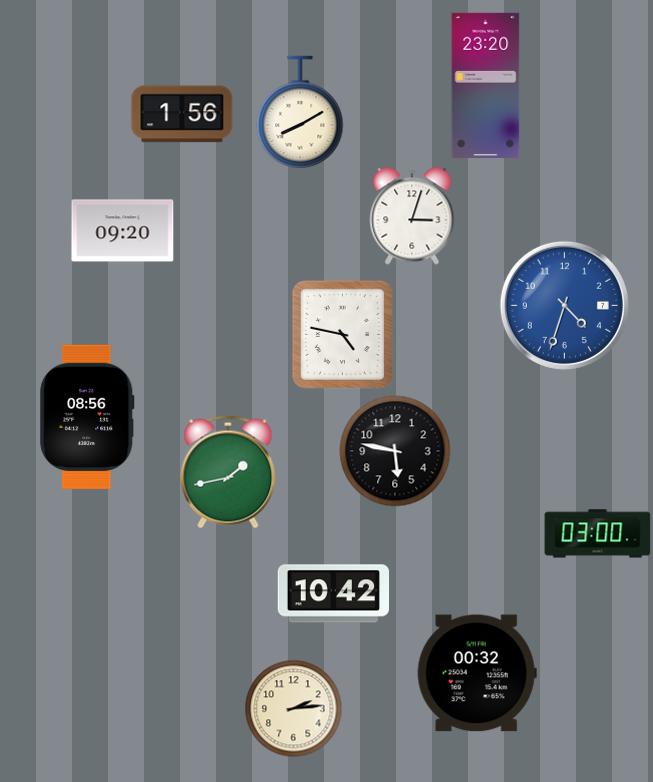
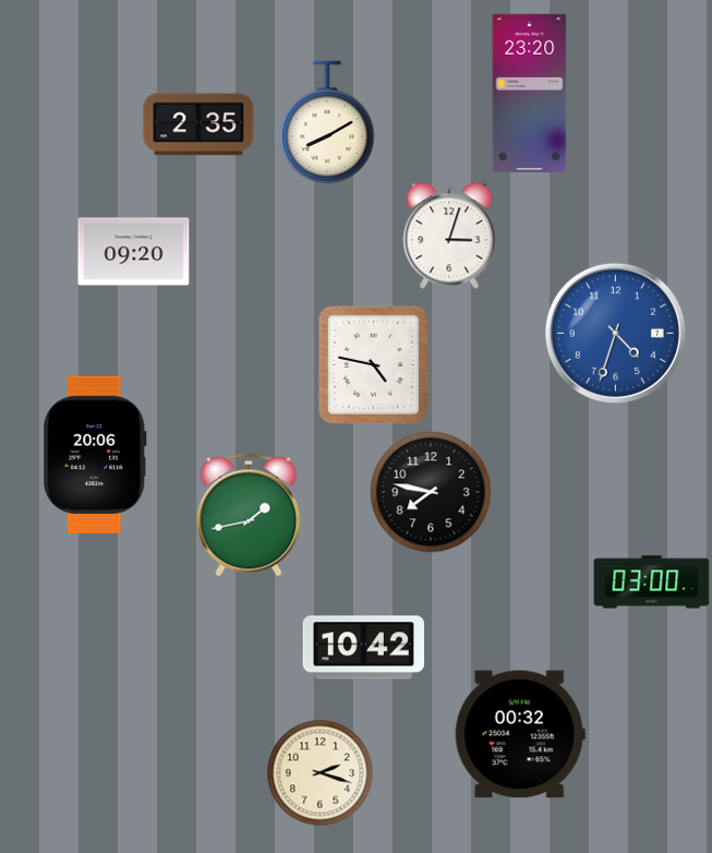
clock at (182, 114): 1:56 -> 2:35
clock at (87, 416): 08:56 -> 20:06
clock at (395, 451): 5:47 -> 7:47
clock at (294, 709): 2:14 -> 2:18
